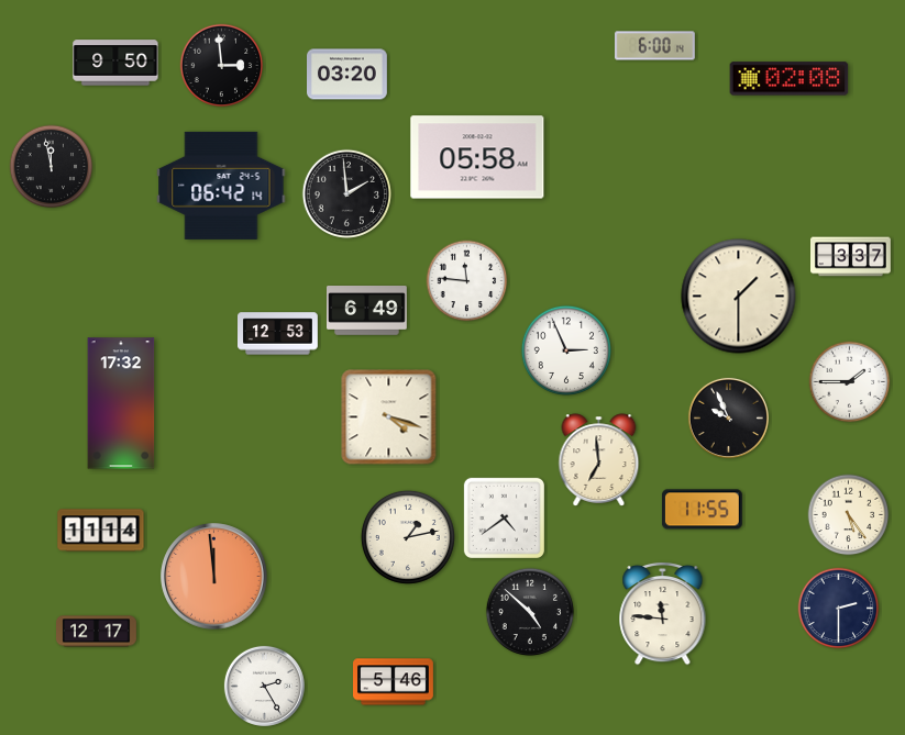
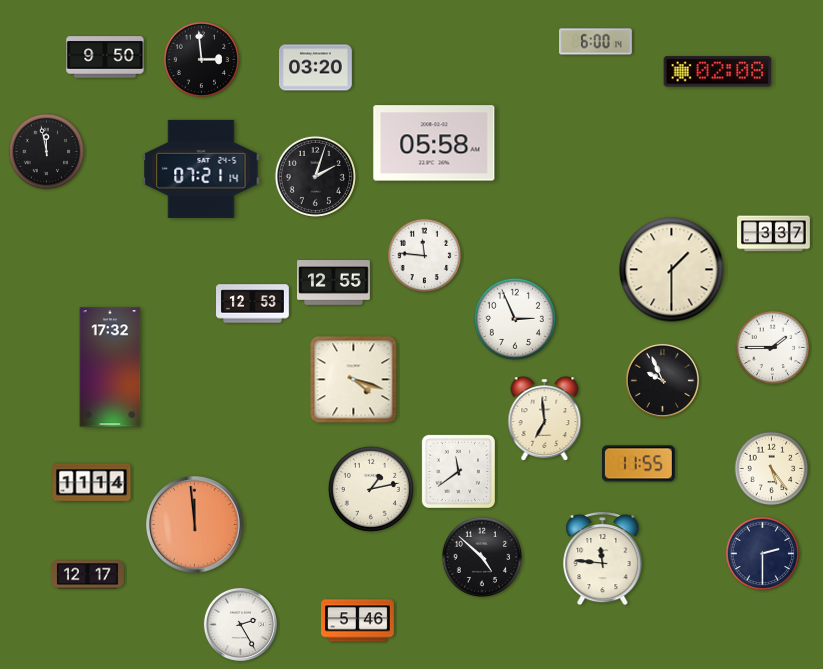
clock at (221, 186): 06:42 -> 07:21
clock at (346, 193): 1:59 -> 2:03
clock at (367, 311): 6:49 -> 12:55
clock at (504, 517): 4:39 -> 11:39
